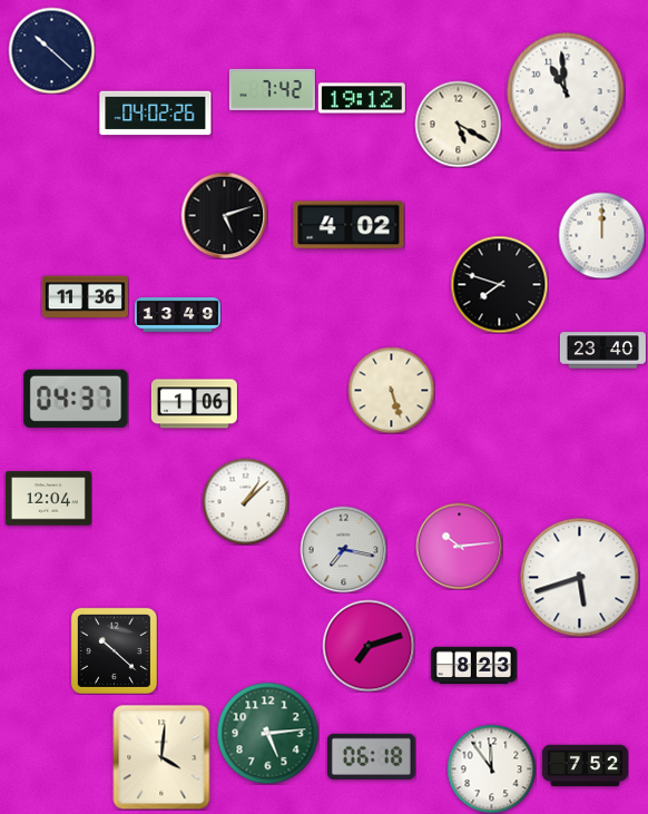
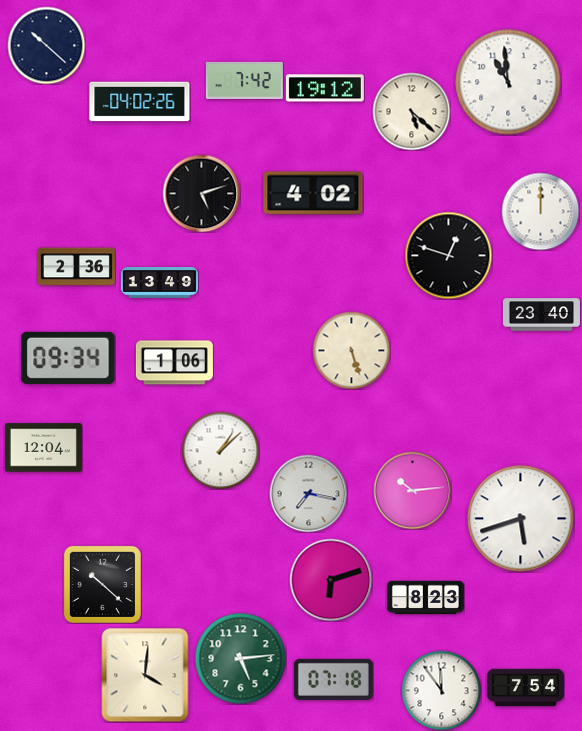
clock at (458, 124): 5:20 -> 5:22
clock at (348, 225) position: (348, 225) -> (313, 193)
clock at (499, 284): 7:48 -> 12:48
clock at (85, 297): 11:36 -> 2:36
clock at (76, 399): 04:37 -> 09:34
clock at (369, 646): 7:12 -> 6:12
clock at (371, 756): 06:18 -> 07:18
clock at (161, 757) position: (161, 757) -> (145, 675)
clock at (585, 766): 7:52 -> 7:54
